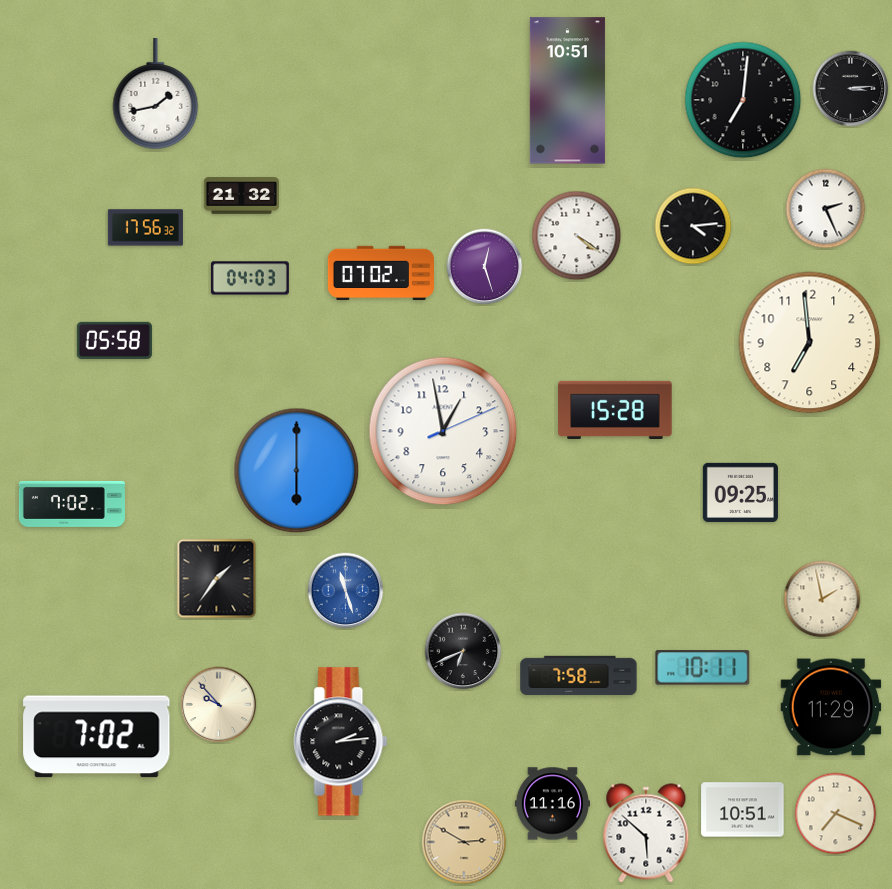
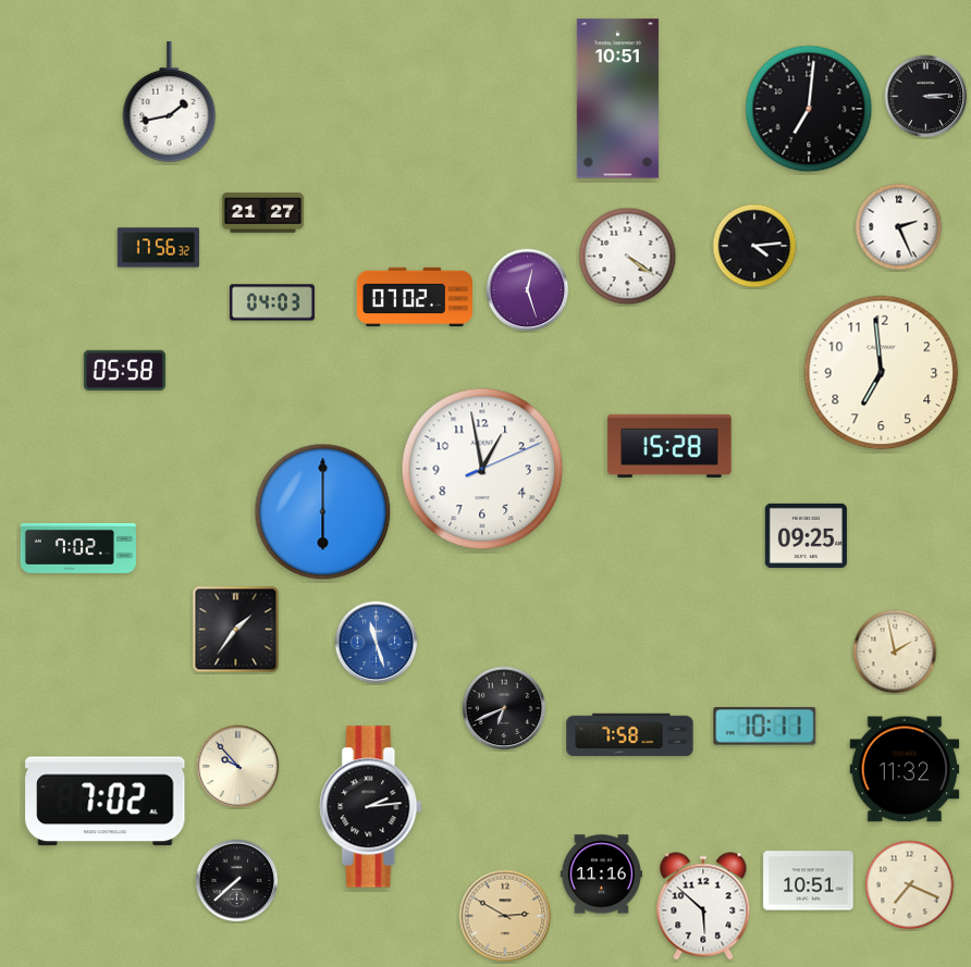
clock at (241, 196): 21:32 -> 21:27
clock at (831, 707): 11:29 -> 11:32
clock at (237, 881): none -> 7:38
